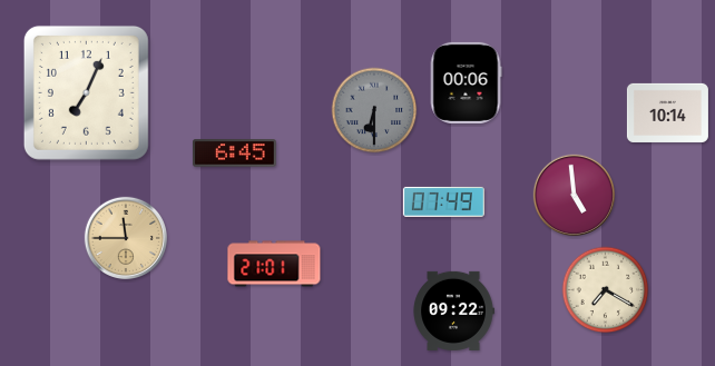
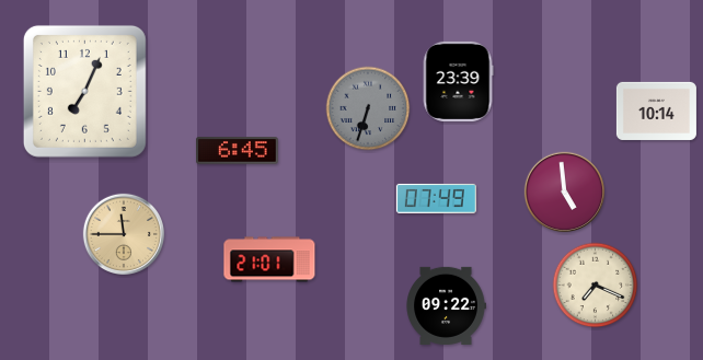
clock at (466, 82): 00:06 -> 23:39
clock at (374, 110): 6:30 -> 6:33
clock at (235, 154) position: (235, 154) -> (238, 151)
clock at (606, 290): 7:20 -> 7:19
